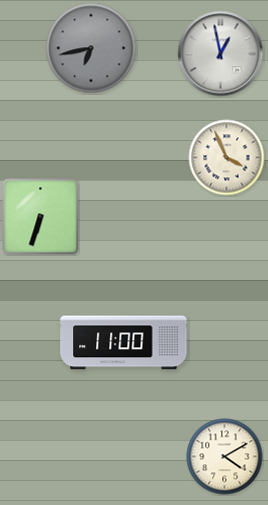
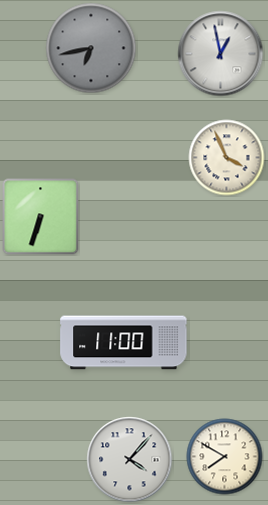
clock at (225, 457): 4:10 -> 7:50
clock at (130, 460): none -> 4:07
